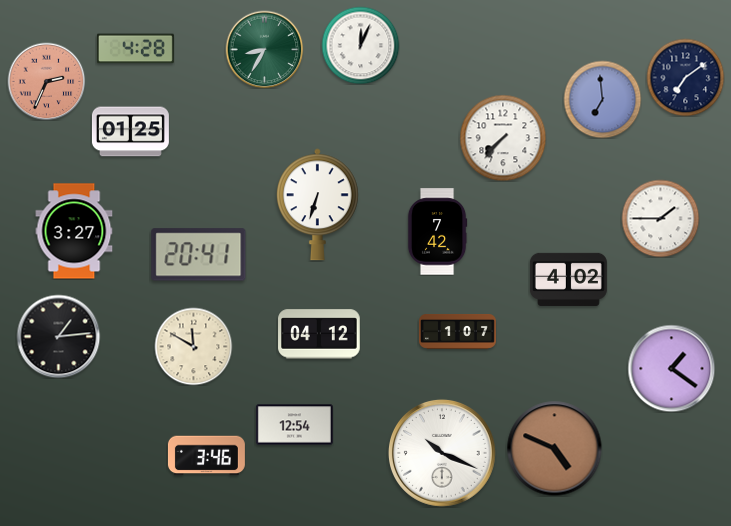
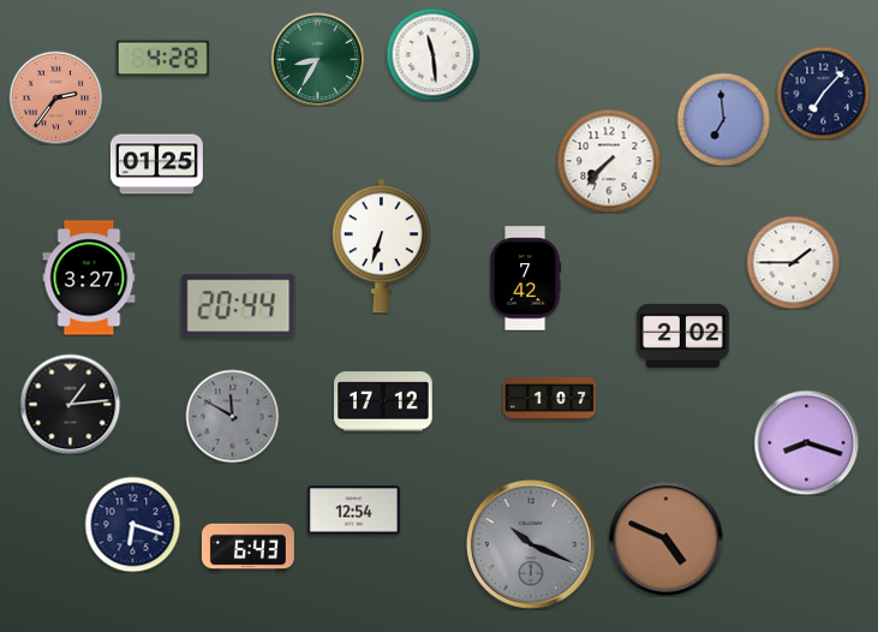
clock at (360, 45): 12:04 -> 11:29
clock at (685, 77): 7:09 -> 7:07
clock at (46, 81): 2:34 -> 2:36
clock at (130, 132) position: (130, 132) -> (156, 165)
clock at (503, 138) position: (503, 138) -> (609, 161)
clock at (199, 255): 20:41 -> 20:44
clock at (568, 279): 4:02 -> 2:02
clock at (319, 334): 04:12 -> 17:12
clock at (193, 346) dial: cream -> grey
clock at (671, 368): 1:21 -> 8:18
clock at (132, 524): none -> 6:18
clock at (442, 453) dial: white -> grey
clock at (206, 456): 3:46 -> 6:43
